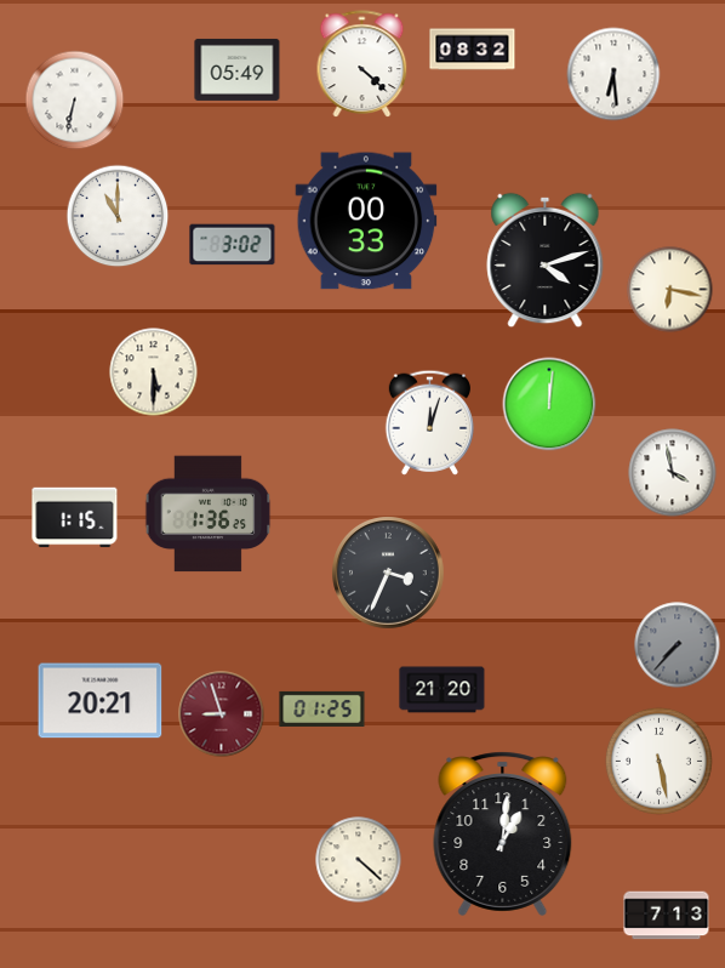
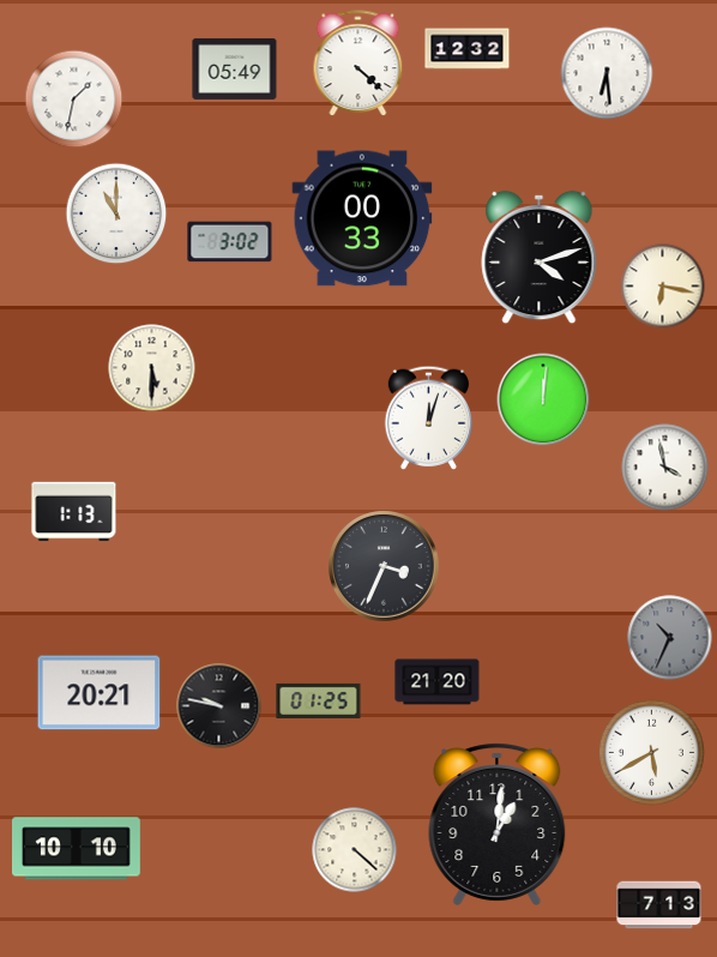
clock at (473, 50): 08:32 -> 12:32
clock at (75, 101): 6:32 -> 1:32
clock at (429, 422) position: (429, 422) -> (428, 417)
clock at (209, 514): 1:36 -> none
clock at (75, 518): 1:15 -> 1:13
clock at (678, 645): 7:37 -> 10:34
clock at (222, 714): 8:57 -> 9:47
clock at (222, 714) dial: burgundy -> black
clock at (658, 761): 5:28 -> 5:40
clock at (77, 849): none -> 10:10
